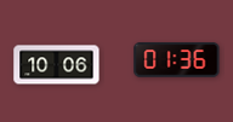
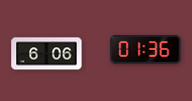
clock at (57, 65): 10:06 -> 6:06
